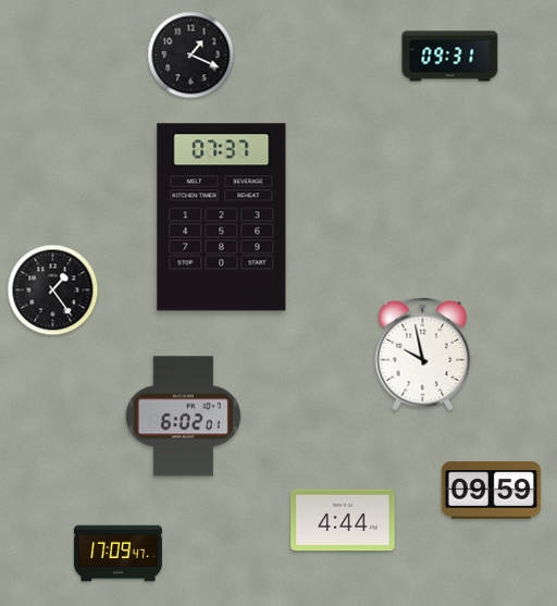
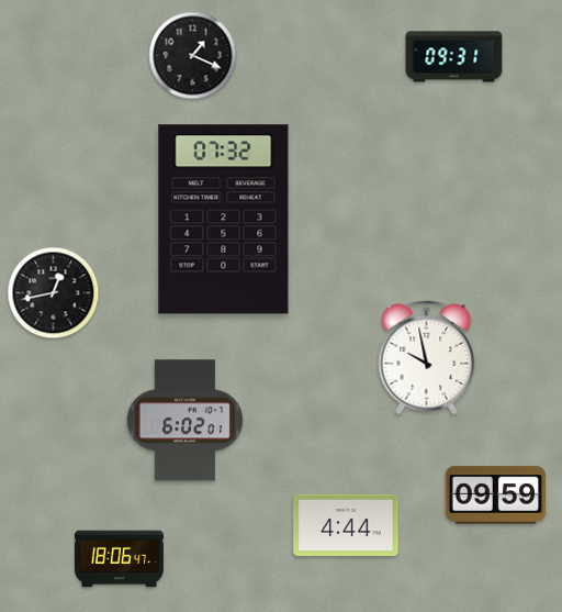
clock at (222, 218): 07:37 -> 07:32
clock at (53, 290): 1:24 -> 12:43
clock at (117, 554): 17:09 -> 18:06
